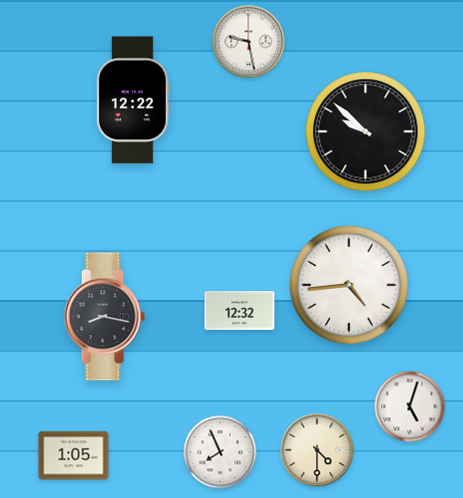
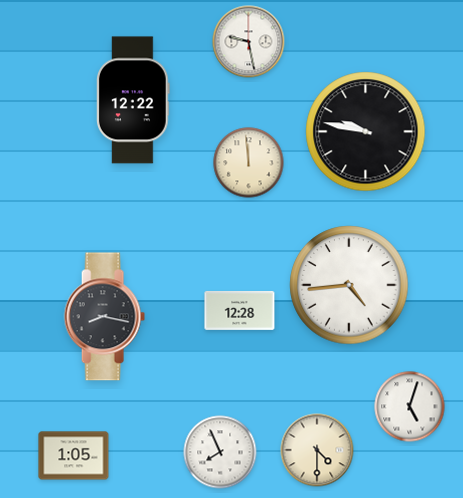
clock at (366, 132): 9:52 -> 9:47
clock at (249, 163): none -> 11:59
clock at (240, 310): 12:32 -> 12:28
